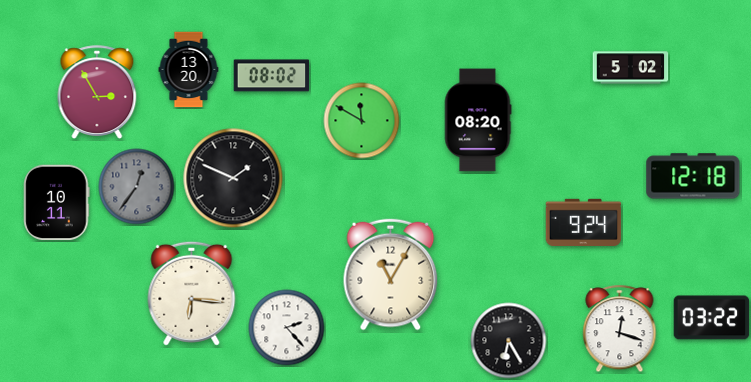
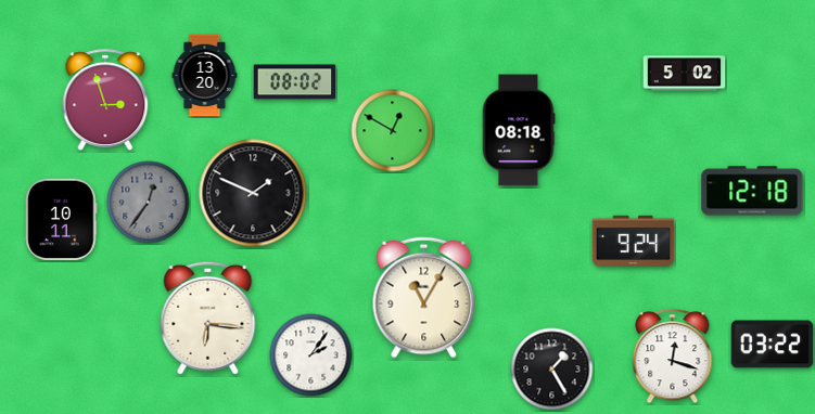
clock at (97, 92): 2:55 -> 2:57
clock at (478, 120): 08:20 -> 08:18
clock at (362, 121): 11:50 -> 12:50
clock at (287, 328): 2:23 -> 2:06
clock at (509, 341): 6:25 -> 1:25
